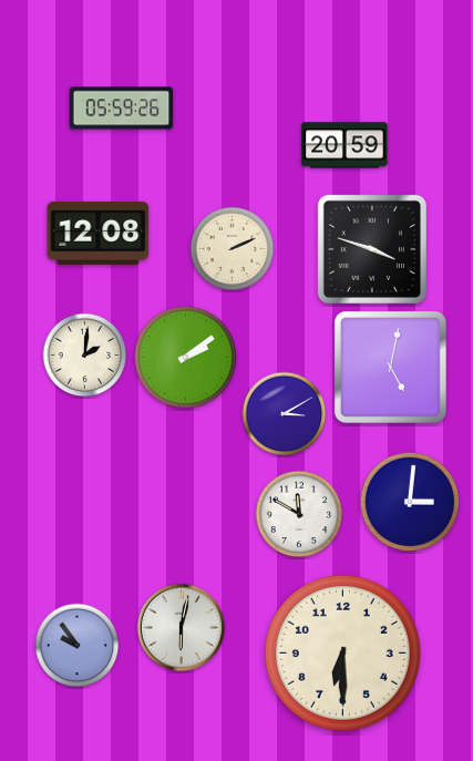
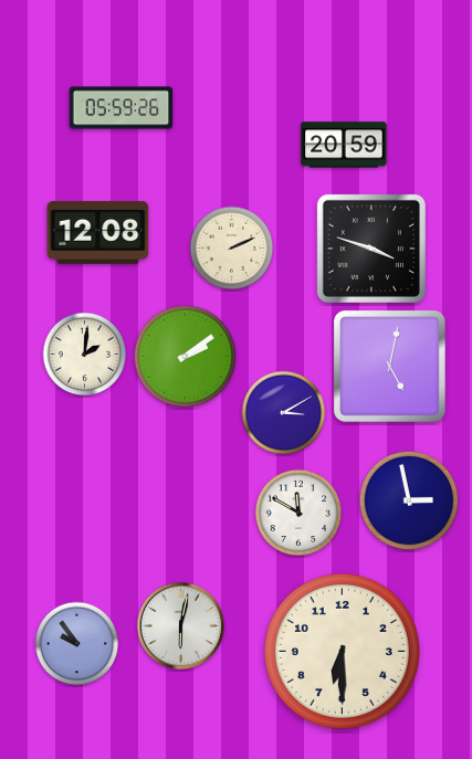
clock at (410, 502): 3:01 -> 2:58
